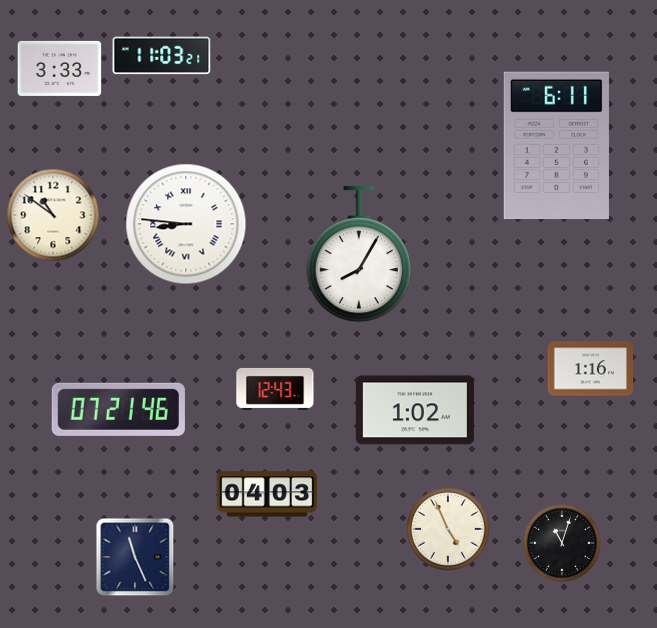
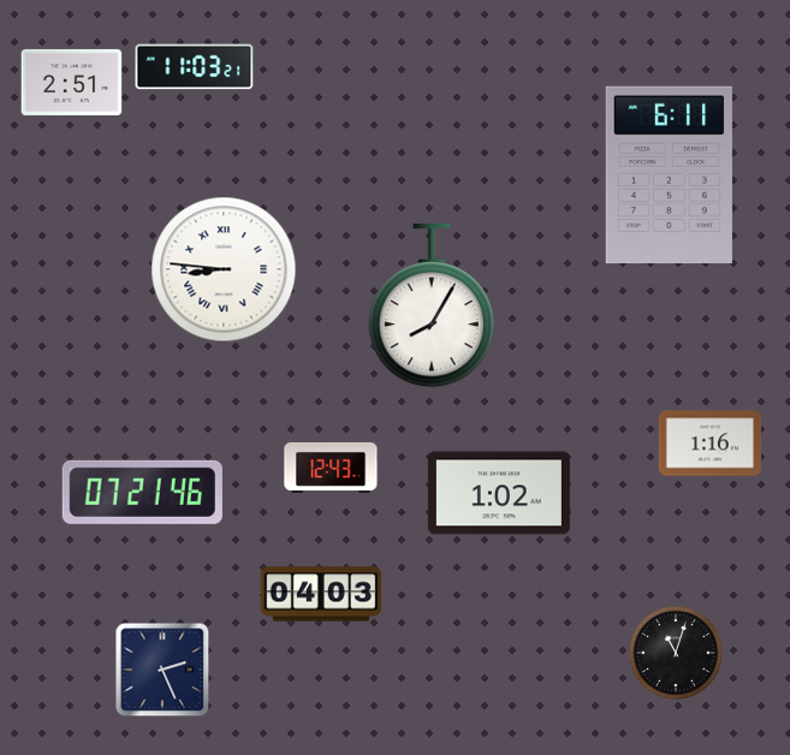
clock at (60, 68): 3:33 -> 2:51
clock at (53, 215): 10:51 -> none
clock at (448, 529): 4:56 -> none
clock at (135, 557): 11:26 -> 2:26
